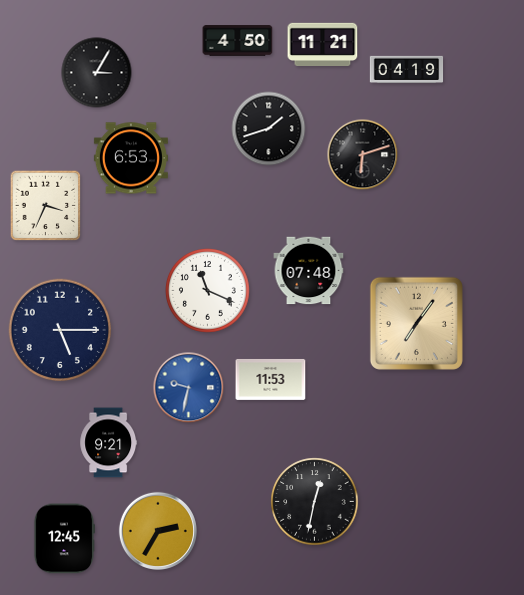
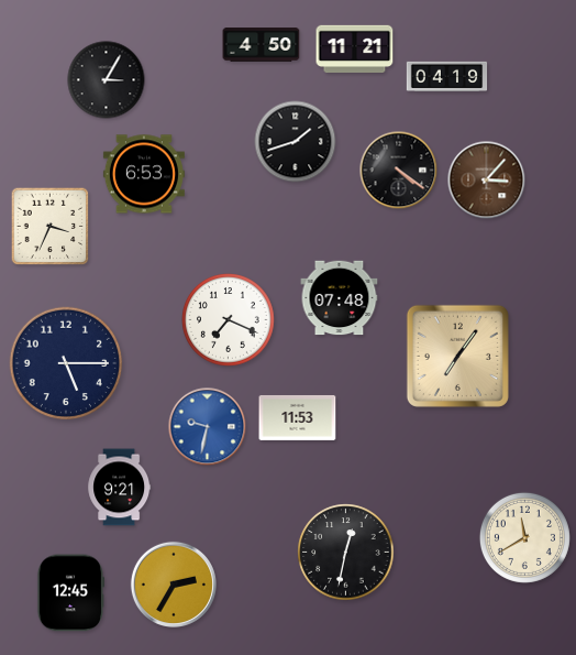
clock at (363, 155): 6:12 -> 4:21
clock at (487, 181): none -> 3:07
clock at (208, 291): 11:19 -> 7:19
clock at (524, 537): none -> 11:40
